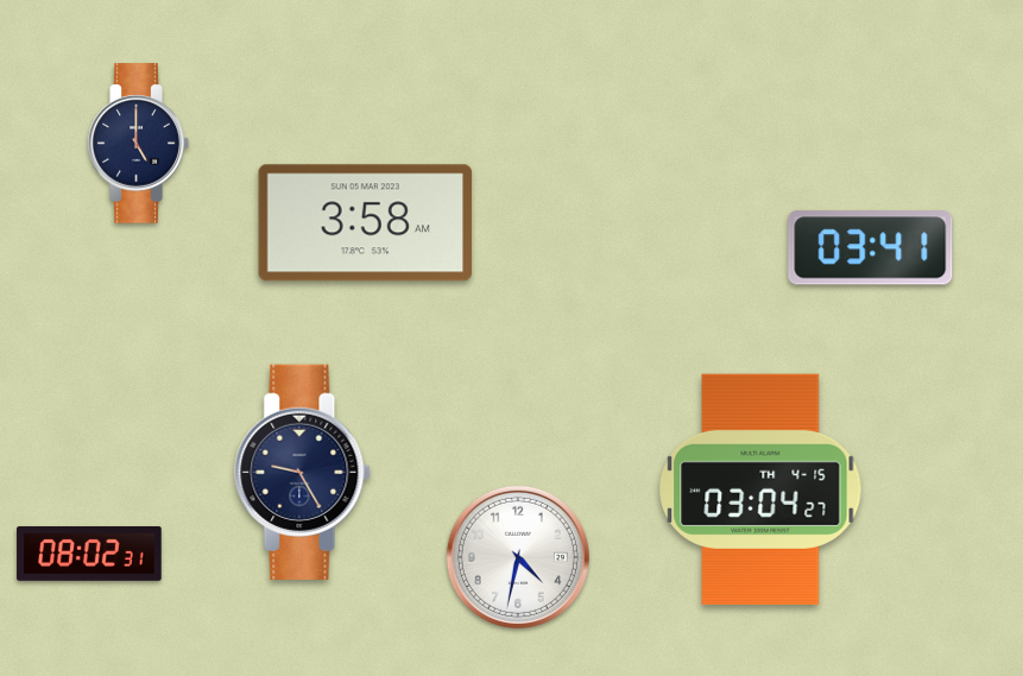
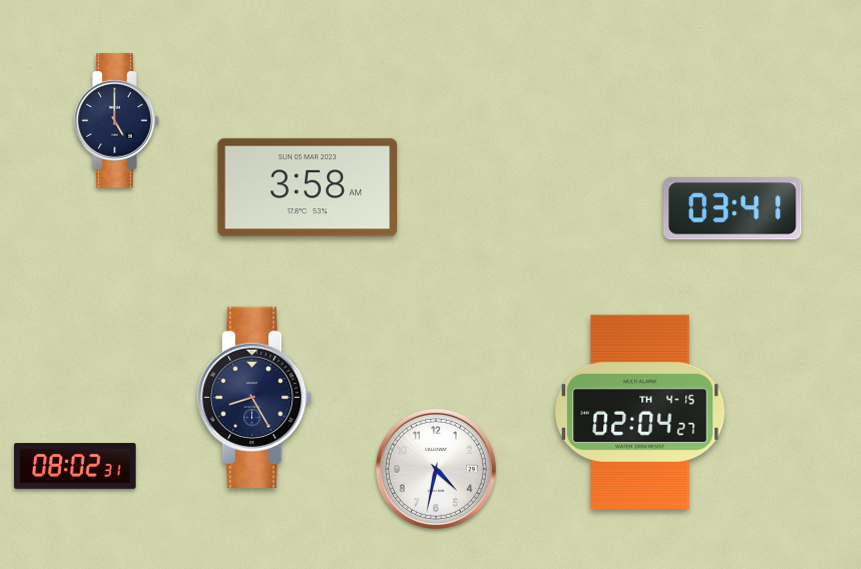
clock at (303, 472): 9:25 -> 8:25
clock at (760, 489): 03:04 -> 02:04
